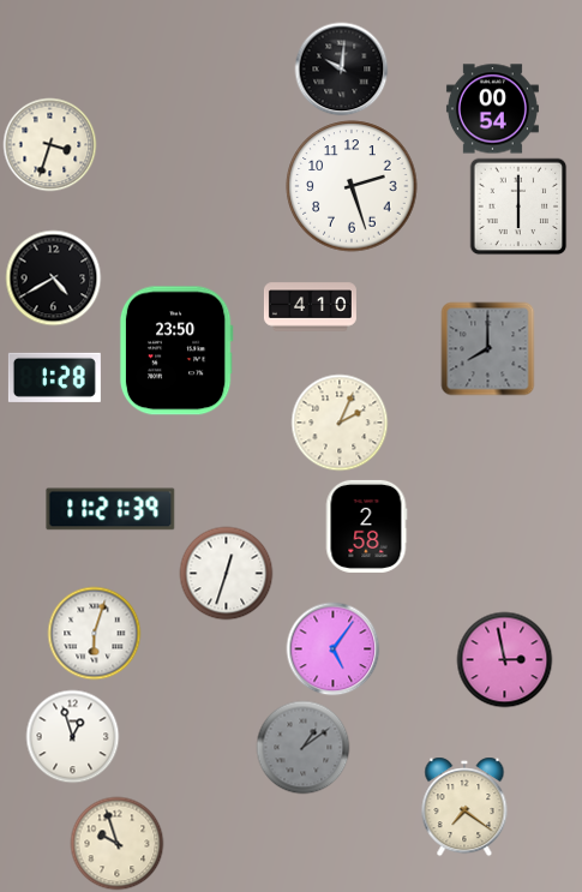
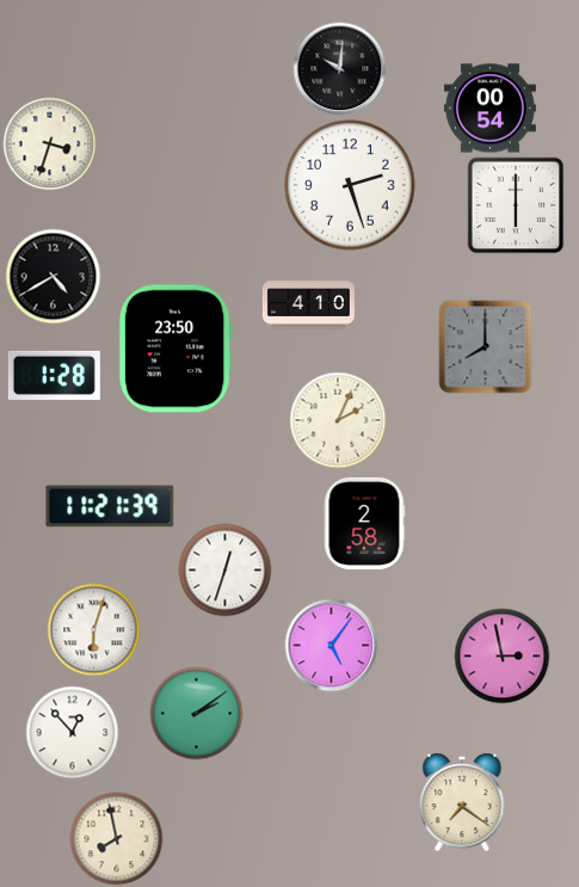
clock at (196, 713): none -> 2:09
clock at (72, 736): 12:57 -> 12:53
clock at (302, 747): 1:09 -> none
clock at (116, 843): 9:57 -> 7:58
